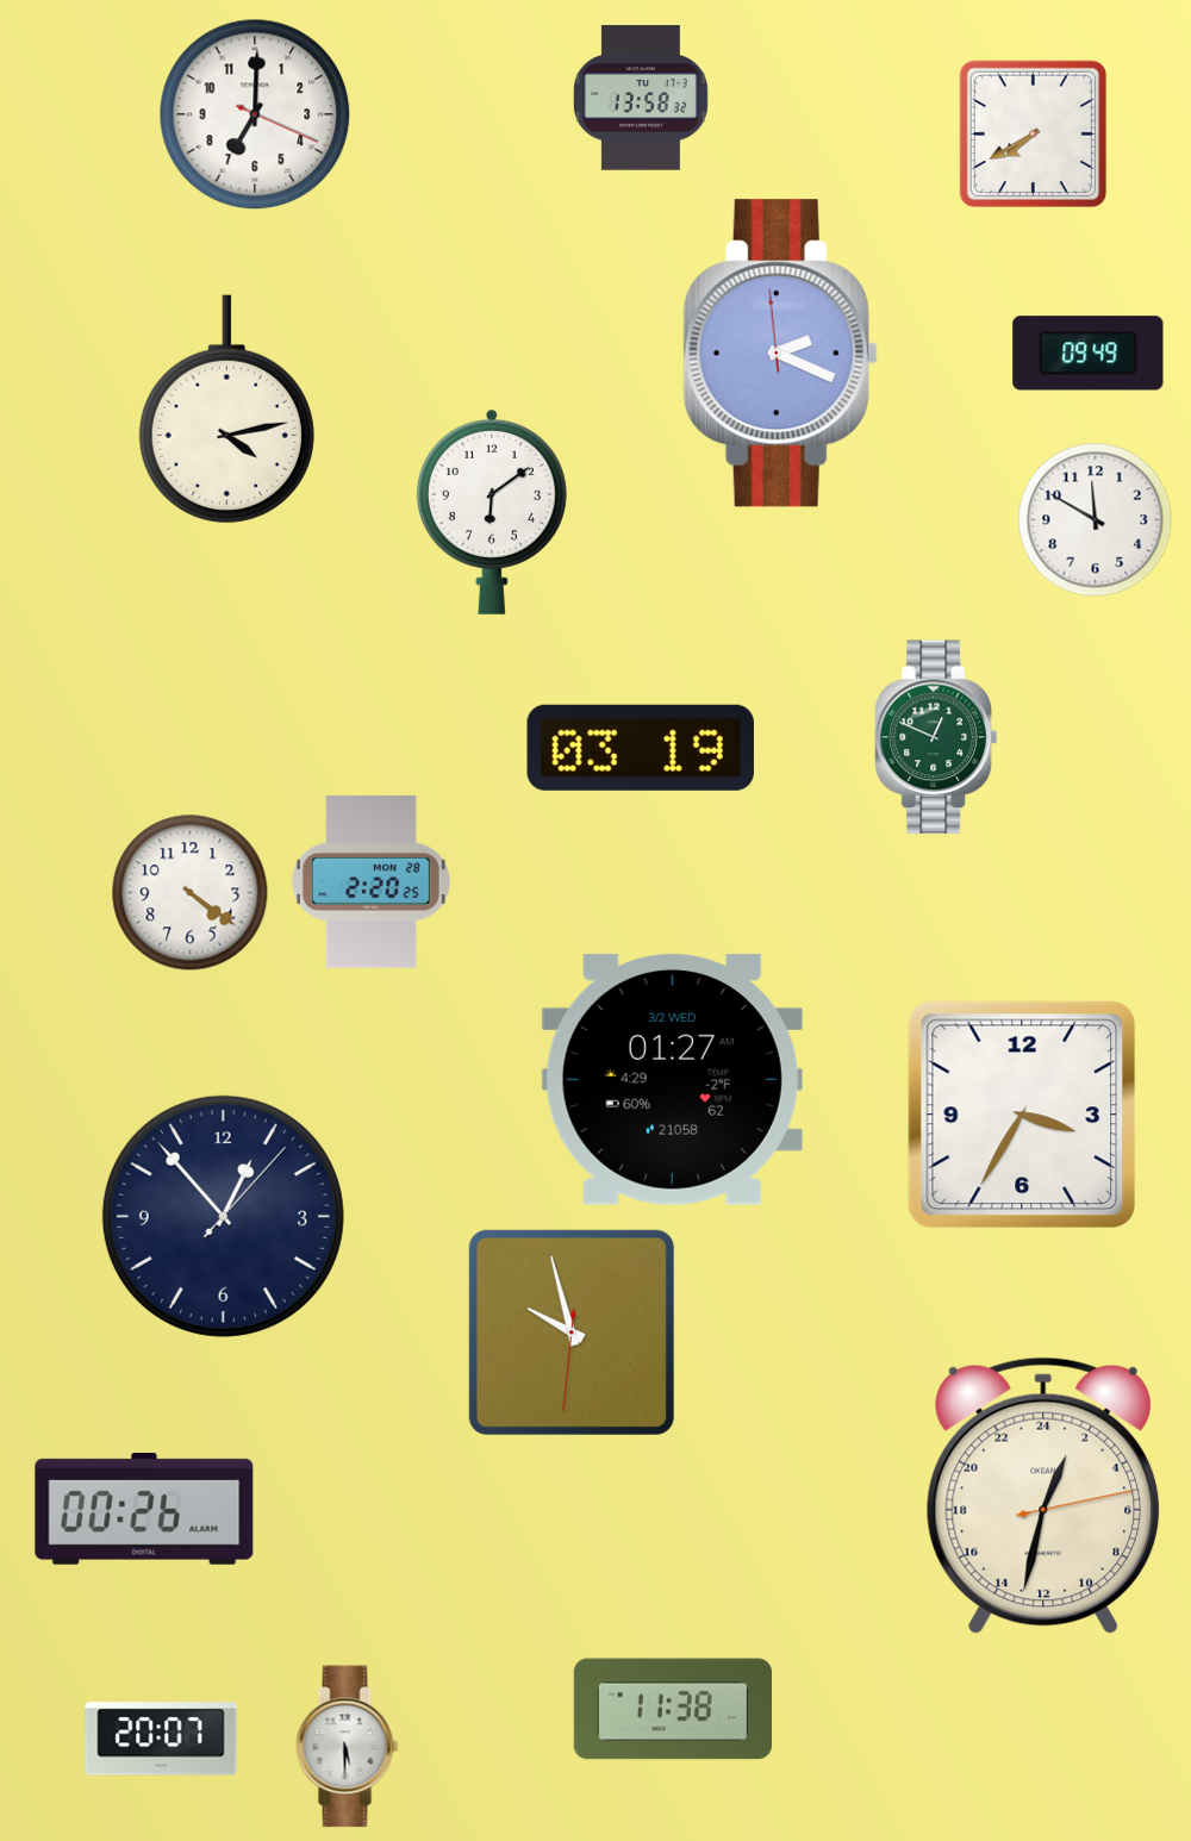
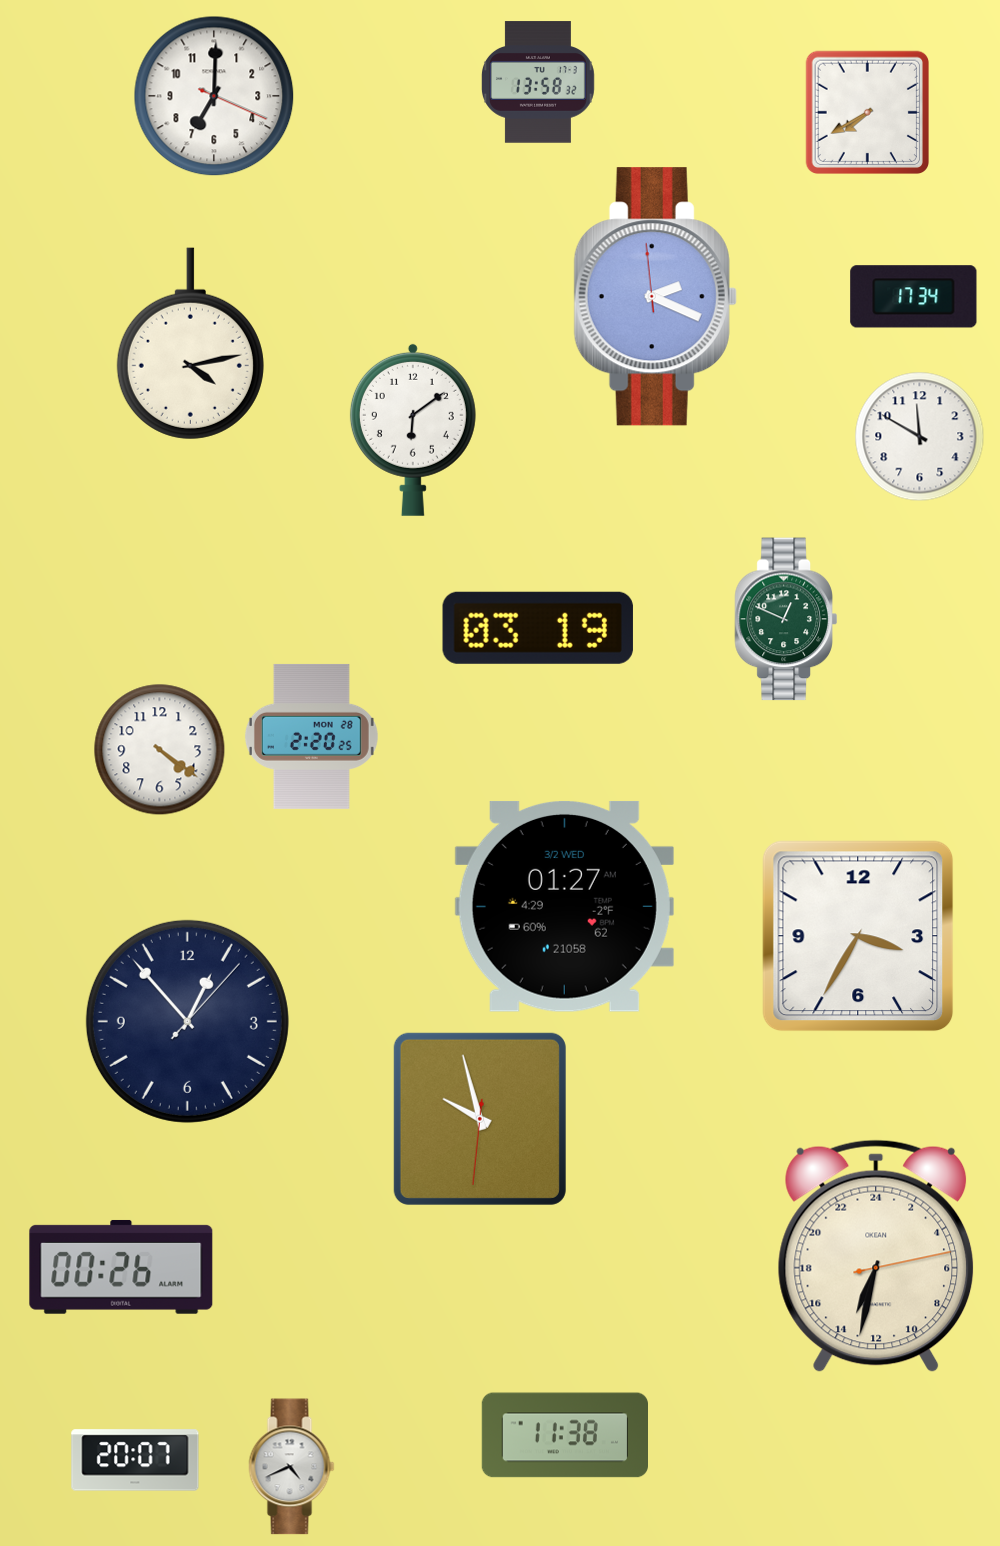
clock at (1089, 354): 09:49 -> 17:34
clock at (370, 881) position: (370, 881) -> (311, 736)
clock at (1043, 1496): 1:32 -> 13:32
clock at (348, 1747): 5:30 -> 4:41
